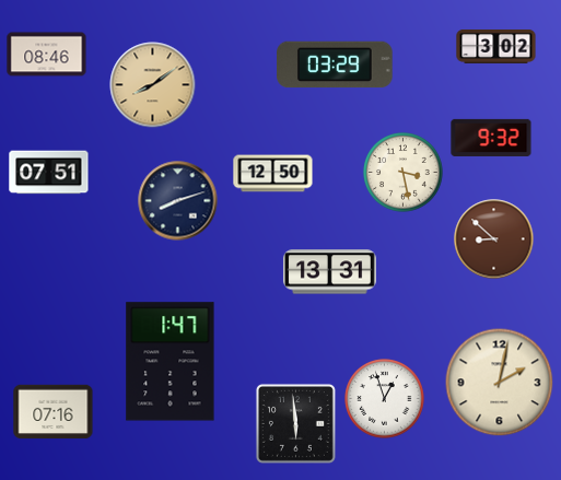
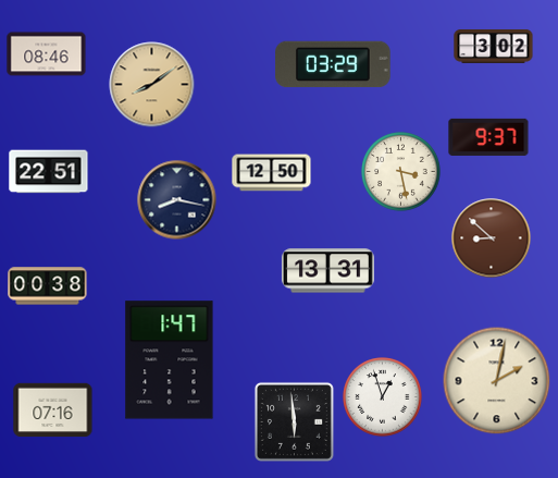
clock at (491, 138): 9:32 -> 9:37
clock at (49, 173): 07:51 -> 22:51
clock at (178, 201): 8:12 -> 8:17
clock at (48, 286): none -> 00:38
